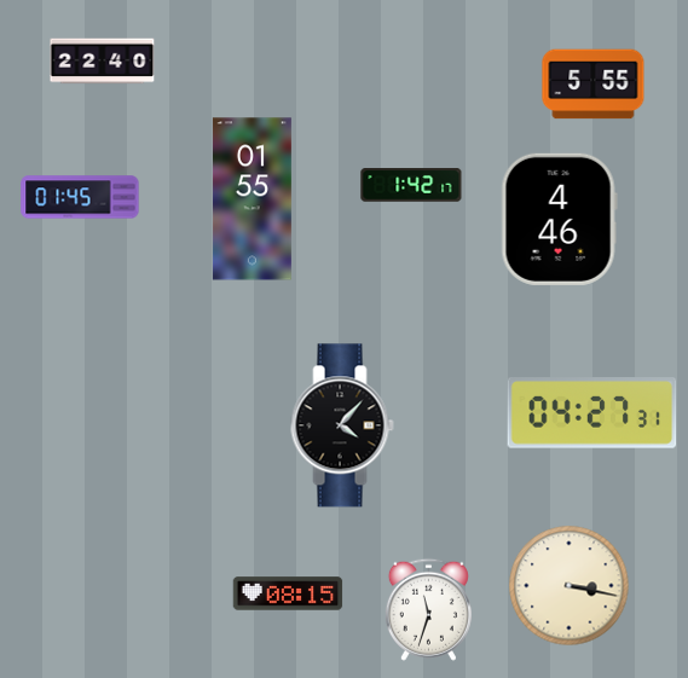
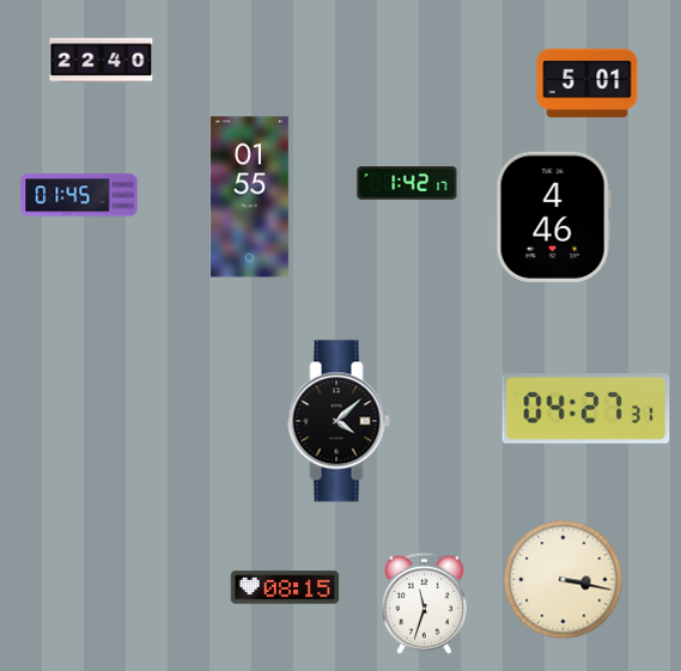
clock at (594, 85): 5:55 -> 5:01
clock at (342, 425): 4:07 -> 4:08
